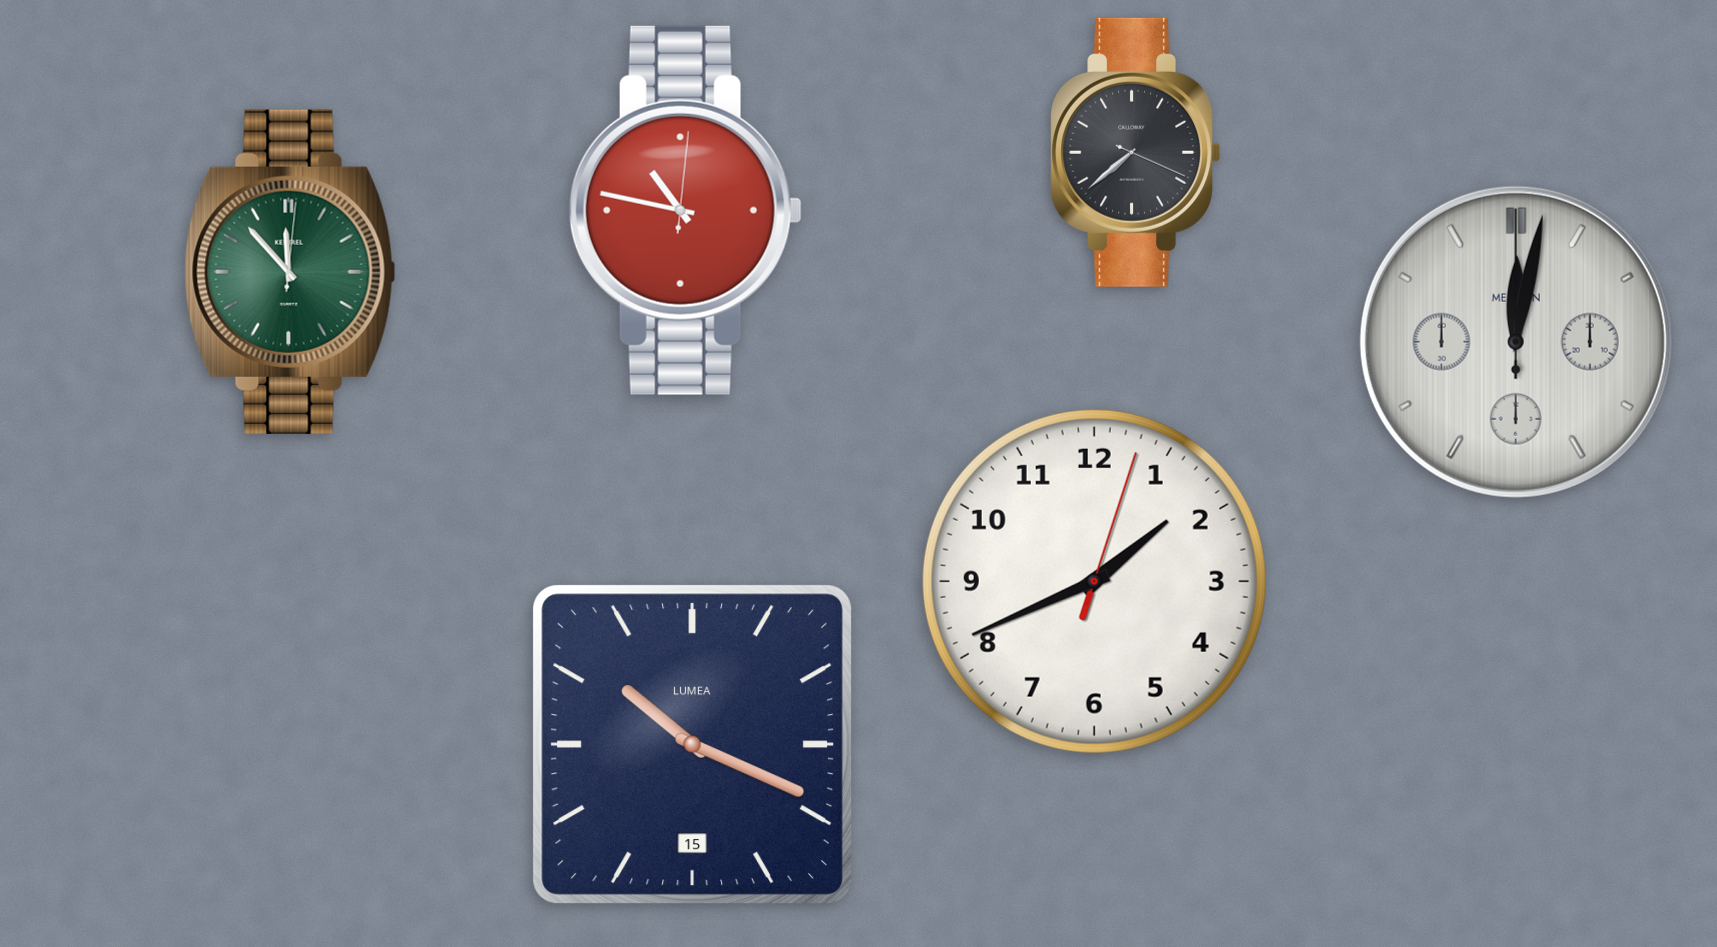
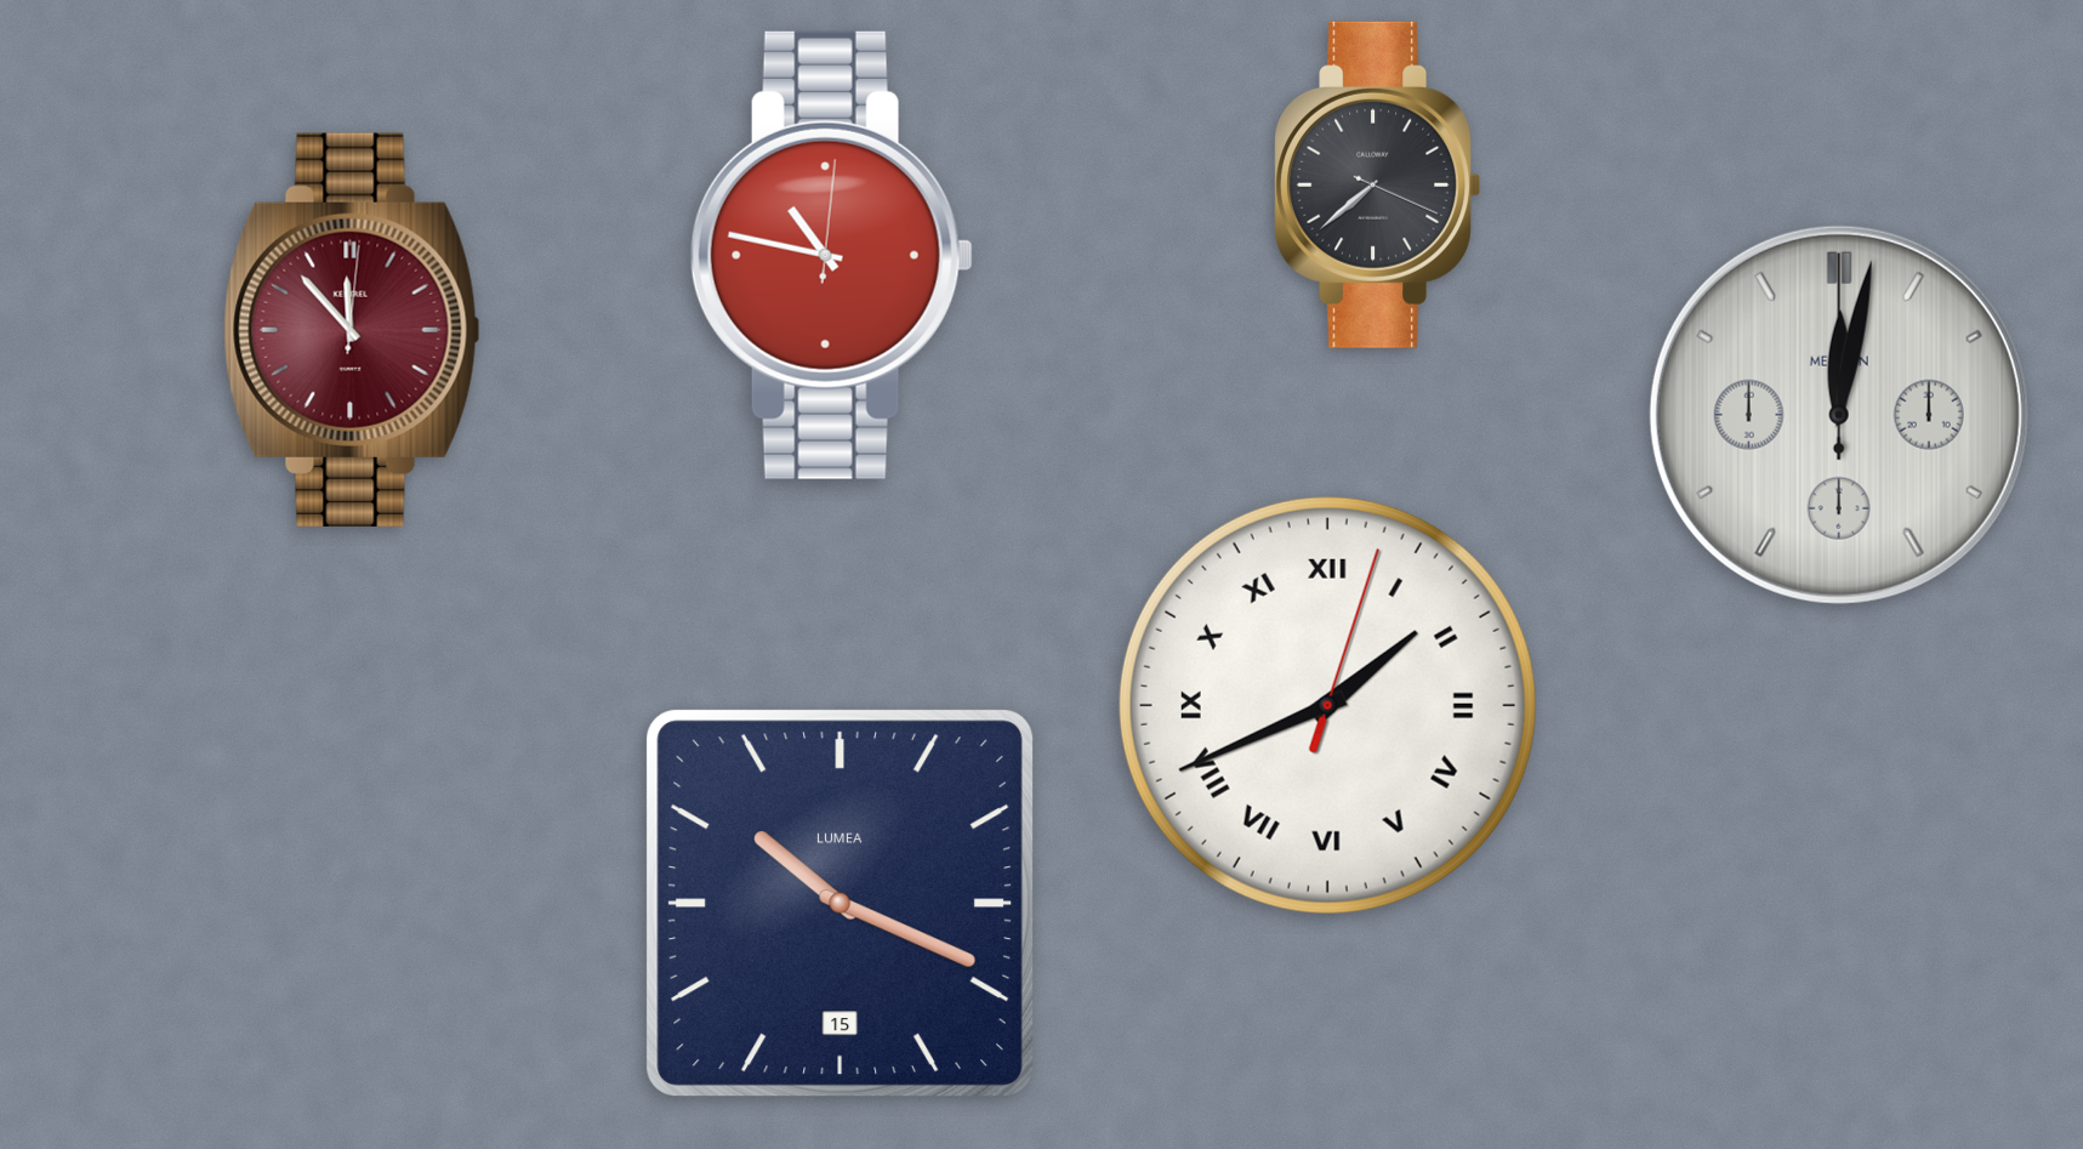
clock at (290, 272) dial: green -> burgundy
clock at (1094, 581) numerals: Arabic -> Roman
